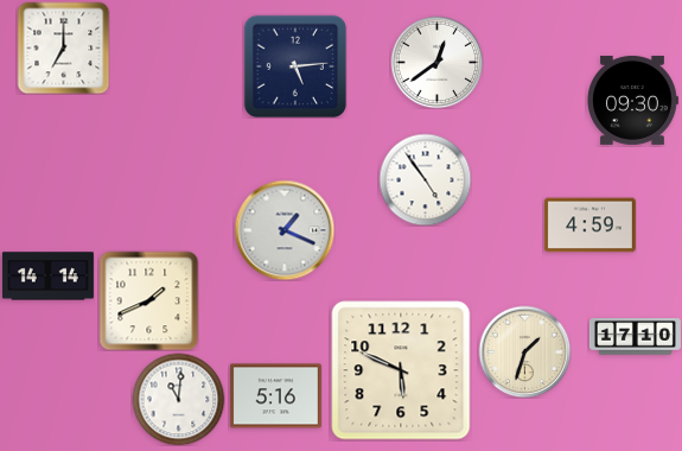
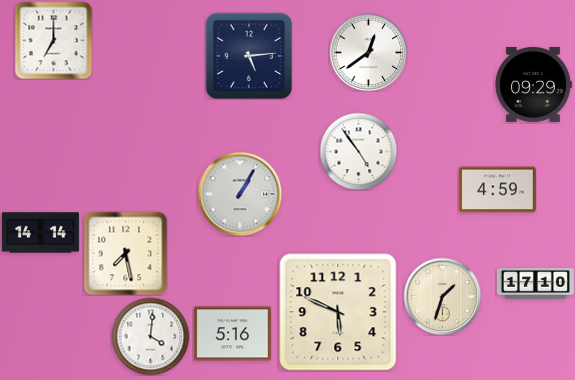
clock at (632, 100): 09:30 -> 09:29
clock at (285, 230): 1:19 -> 1:05
clock at (148, 300): 1:41 -> 7:28
clock at (178, 399): 11:01 -> 4:01
